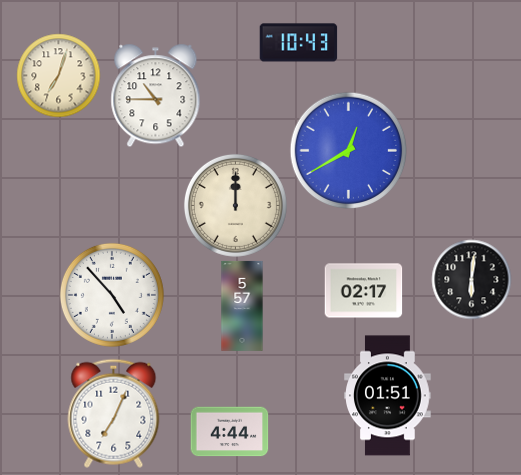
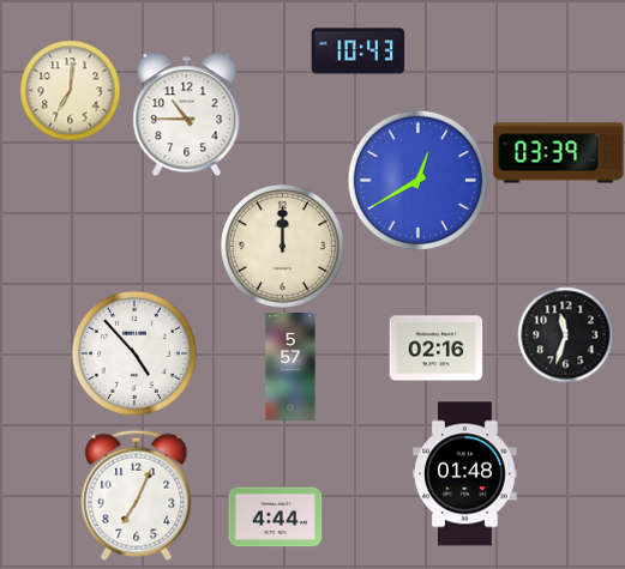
clock at (58, 75): 7:03 -> 7:01
clock at (559, 153): none -> 03:39
clock at (471, 279): 6:01 -> 11:33
clock at (363, 291): 02:17 -> 02:16
clock at (388, 396): 01:51 -> 01:48
